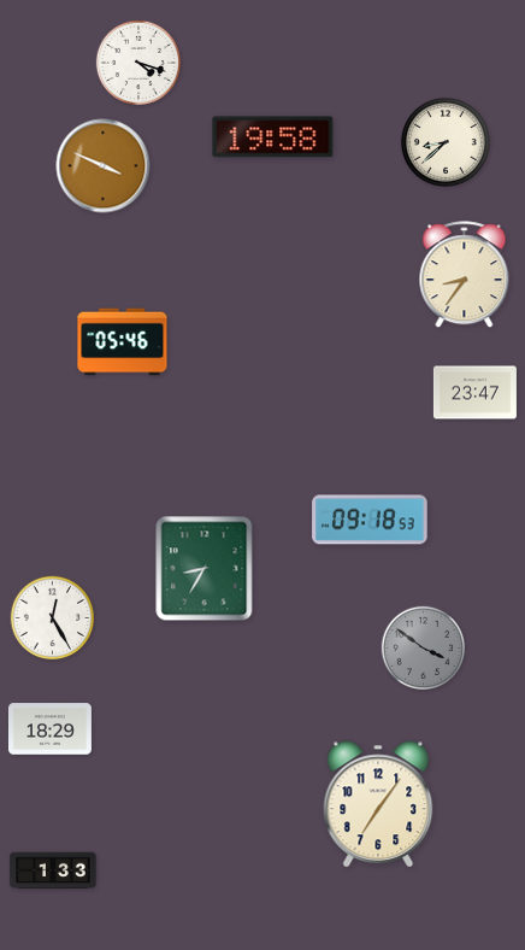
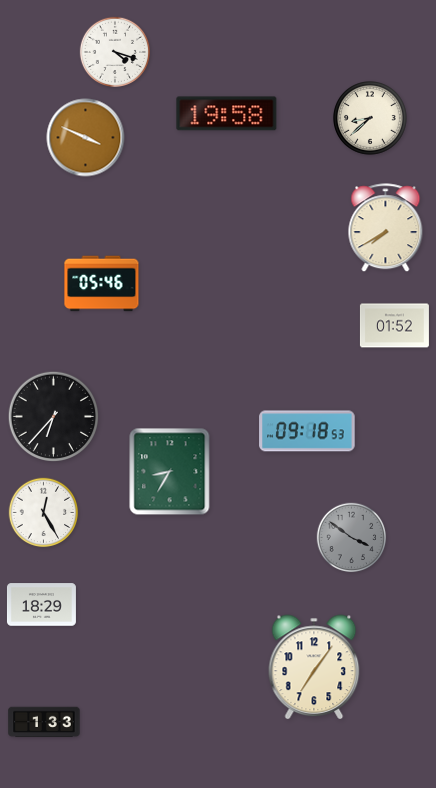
clock at (465, 275): 8:36 -> 7:40
clock at (474, 393): 23:47 -> 01:52
clock at (53, 416): none -> 6:37
